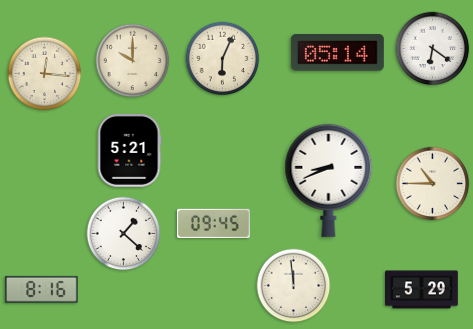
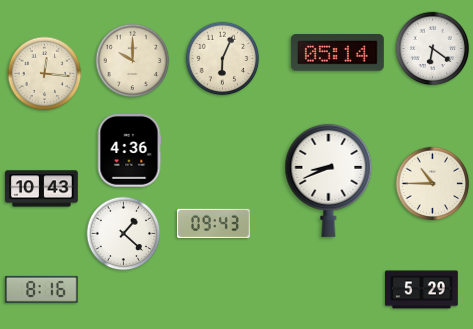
clock at (129, 151): 5:21 -> 4:36
clock at (42, 189): none -> 10:43
clock at (214, 223): 09:45 -> 09:43
clock at (294, 286): 11:59 -> none
